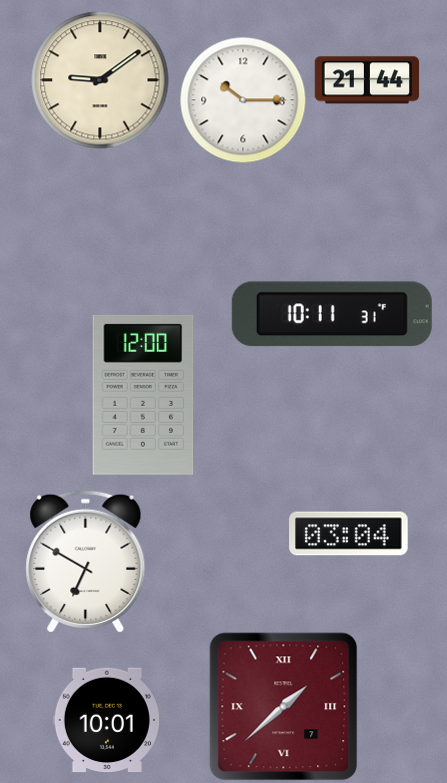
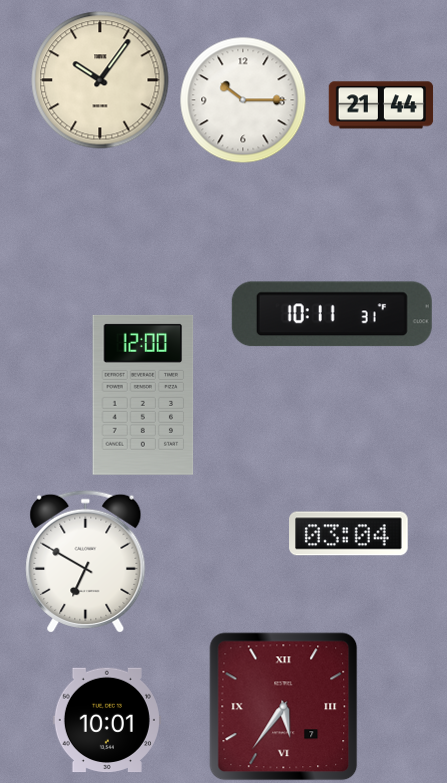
clock at (100, 80): 9:09 -> 10:06
clock at (367, 80) position: (367, 80) -> (381, 105)
clock at (284, 707): 1:38 -> 5:36
